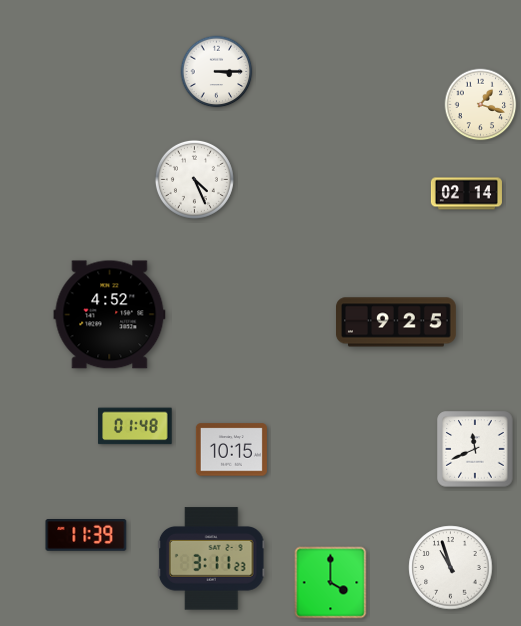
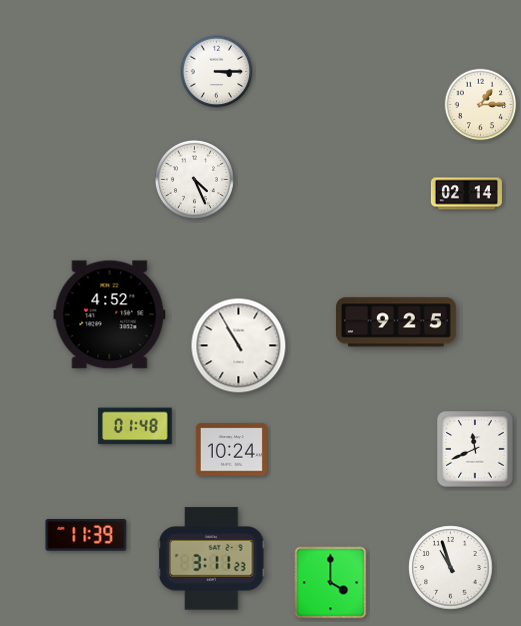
clock at (481, 105): 1:18 -> 1:15
clock at (239, 346): none -> 10:55
clock at (231, 450): 10:15 -> 10:24
